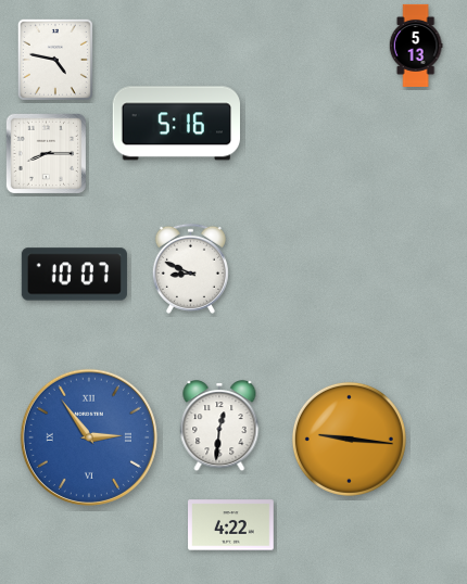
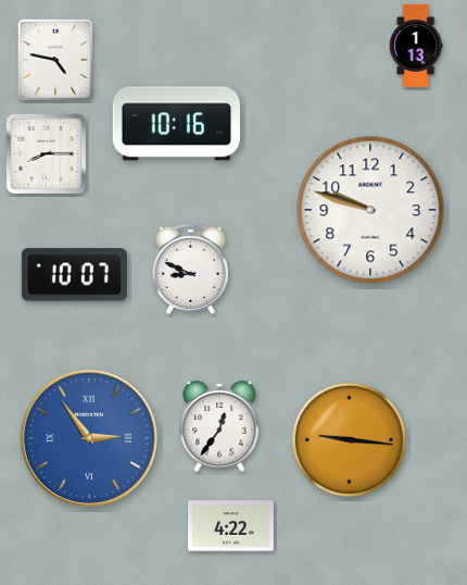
clock at (416, 46): 5:13 -> 1:13
clock at (176, 124): 5:16 -> 10:16
clock at (370, 210): none -> 9:48
clock at (219, 427): 12:31 -> 12:36
